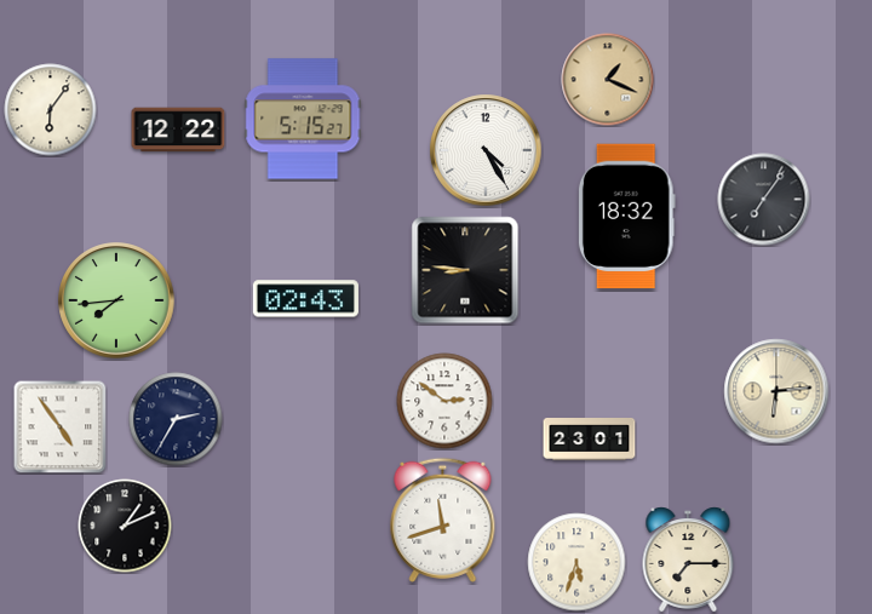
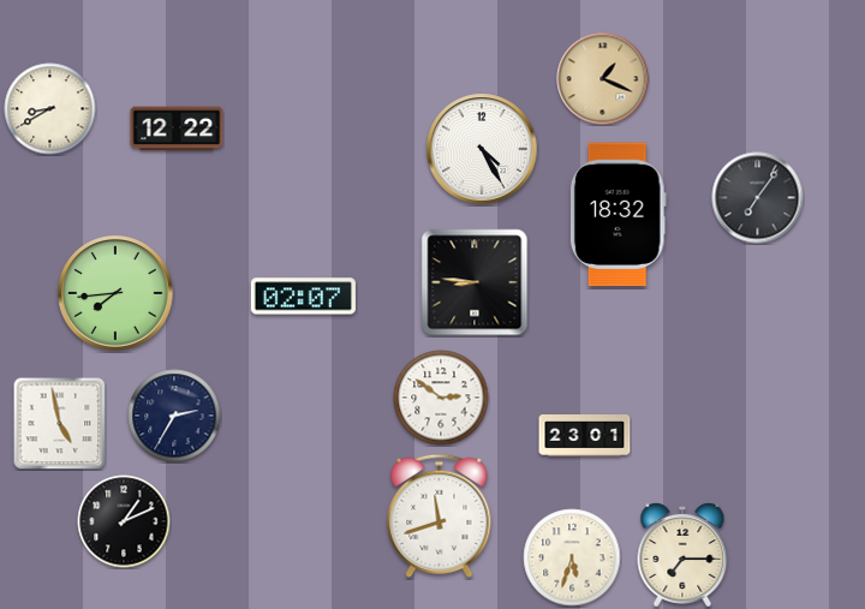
clock at (51, 110): 6:06 -> 8:40
clock at (303, 119): 5:15 -> none
clock at (626, 217) position: (626, 217) -> (618, 215)
clock at (465, 270) position: (465, 270) -> (475, 282)
clock at (305, 299): 02:43 -> 02:07
clock at (116, 300) position: (116, 300) -> (115, 293)
clock at (776, 391): 6:14 -> none
clock at (59, 426): 4:54 -> 4:58
